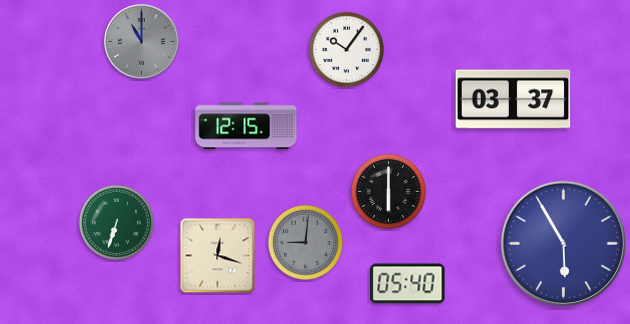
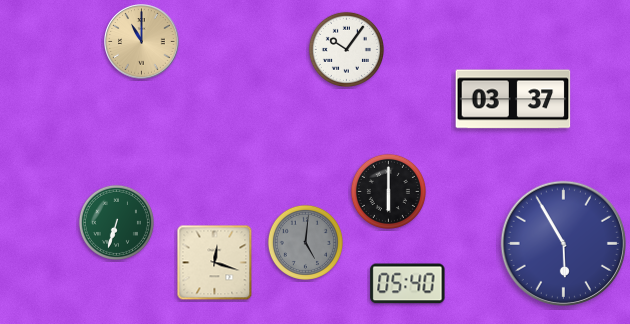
clock at (142, 42) dial: grey -> champagne
clock at (246, 126): 12:15 -> none
clock at (305, 242): 9:01 -> 5:01
clock at (218, 256) position: (218, 256) -> (215, 263)
